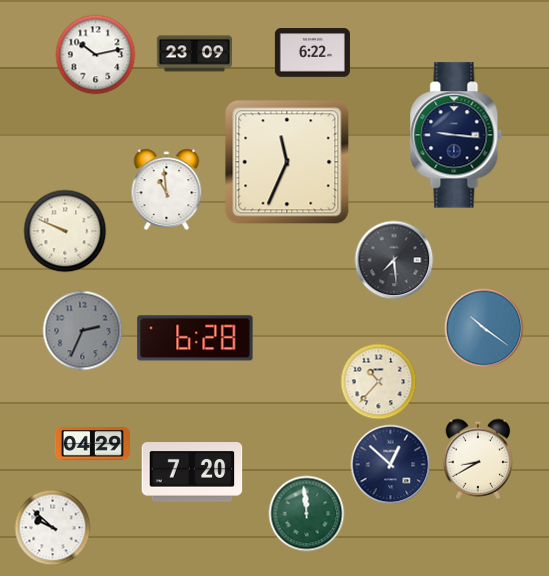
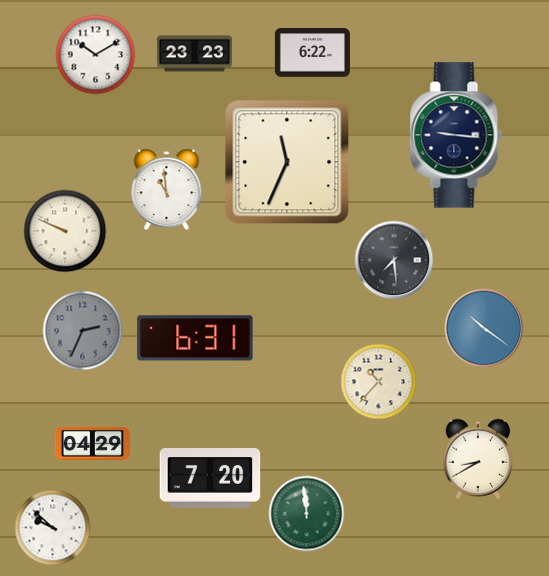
clock at (194, 54): 23:09 -> 23:23
clock at (96, 55): 10:13 -> 10:10
clock at (195, 338): 6:28 -> 6:31
clock at (391, 465): 12:52 -> none
clock at (192, 472) position: (192, 472) -> (210, 478)
